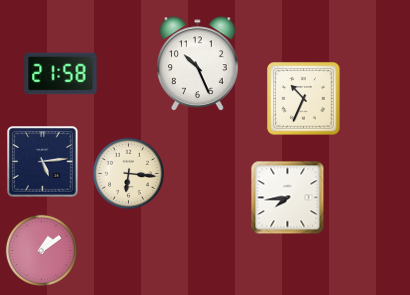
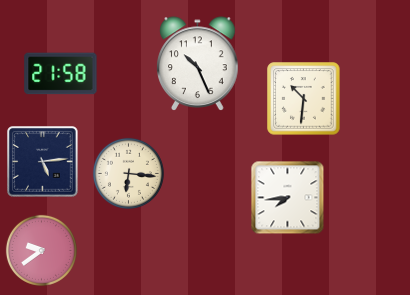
clock at (304, 99): 10:34 -> 10:31
clock at (41, 250): 1:09 -> 9:39
